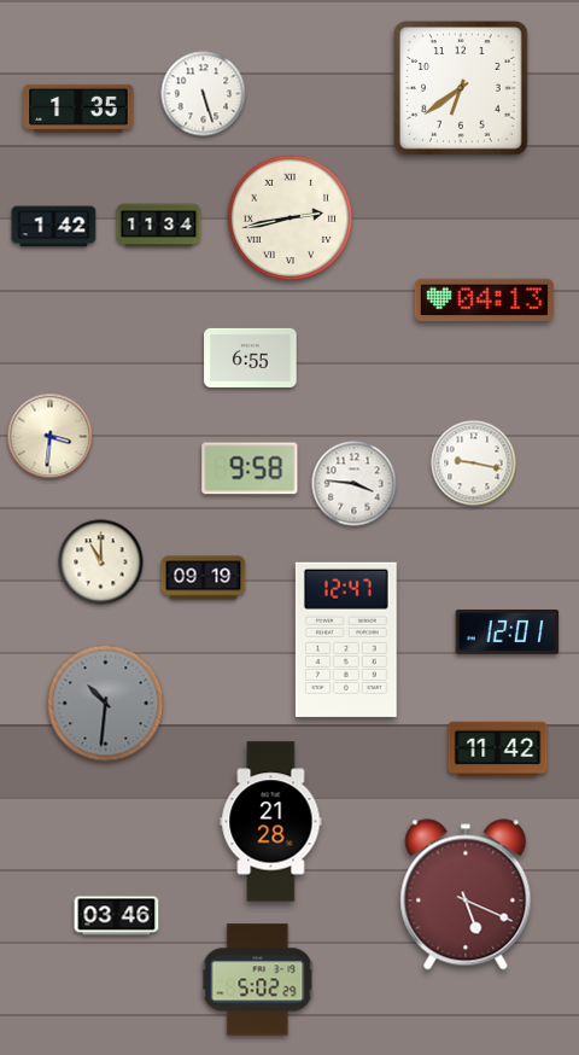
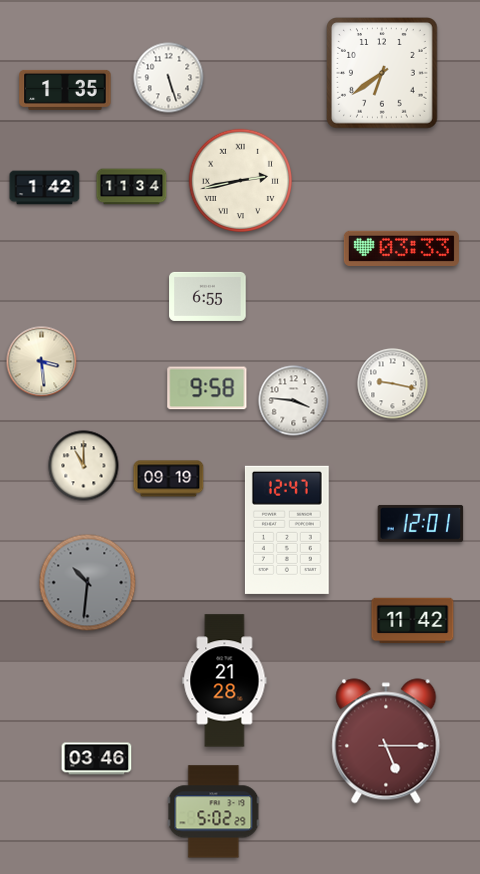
clock at (484, 299): 04:13 -> 03:33
clock at (51, 437): 3:31 -> 3:29
clock at (466, 894): 5:19 -> 5:15
